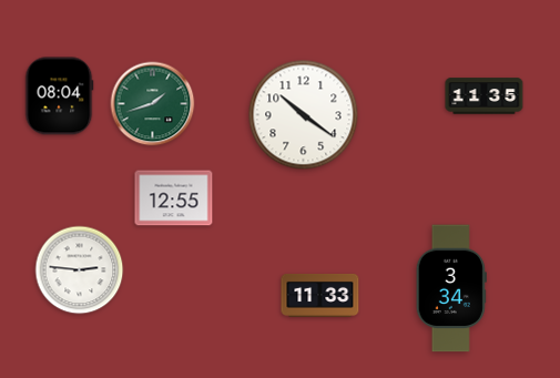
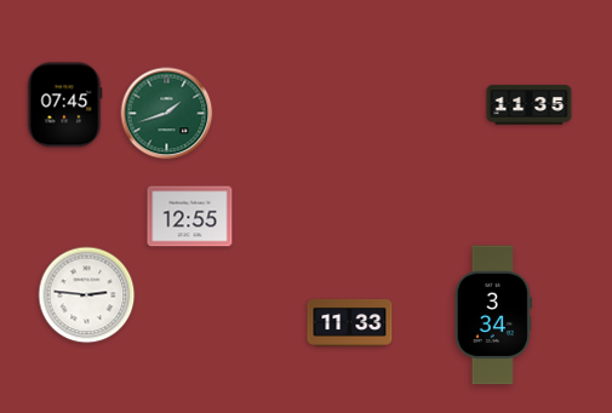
clock at (59, 96): 08:04 -> 07:45
clock at (304, 115): 10:21 -> none
